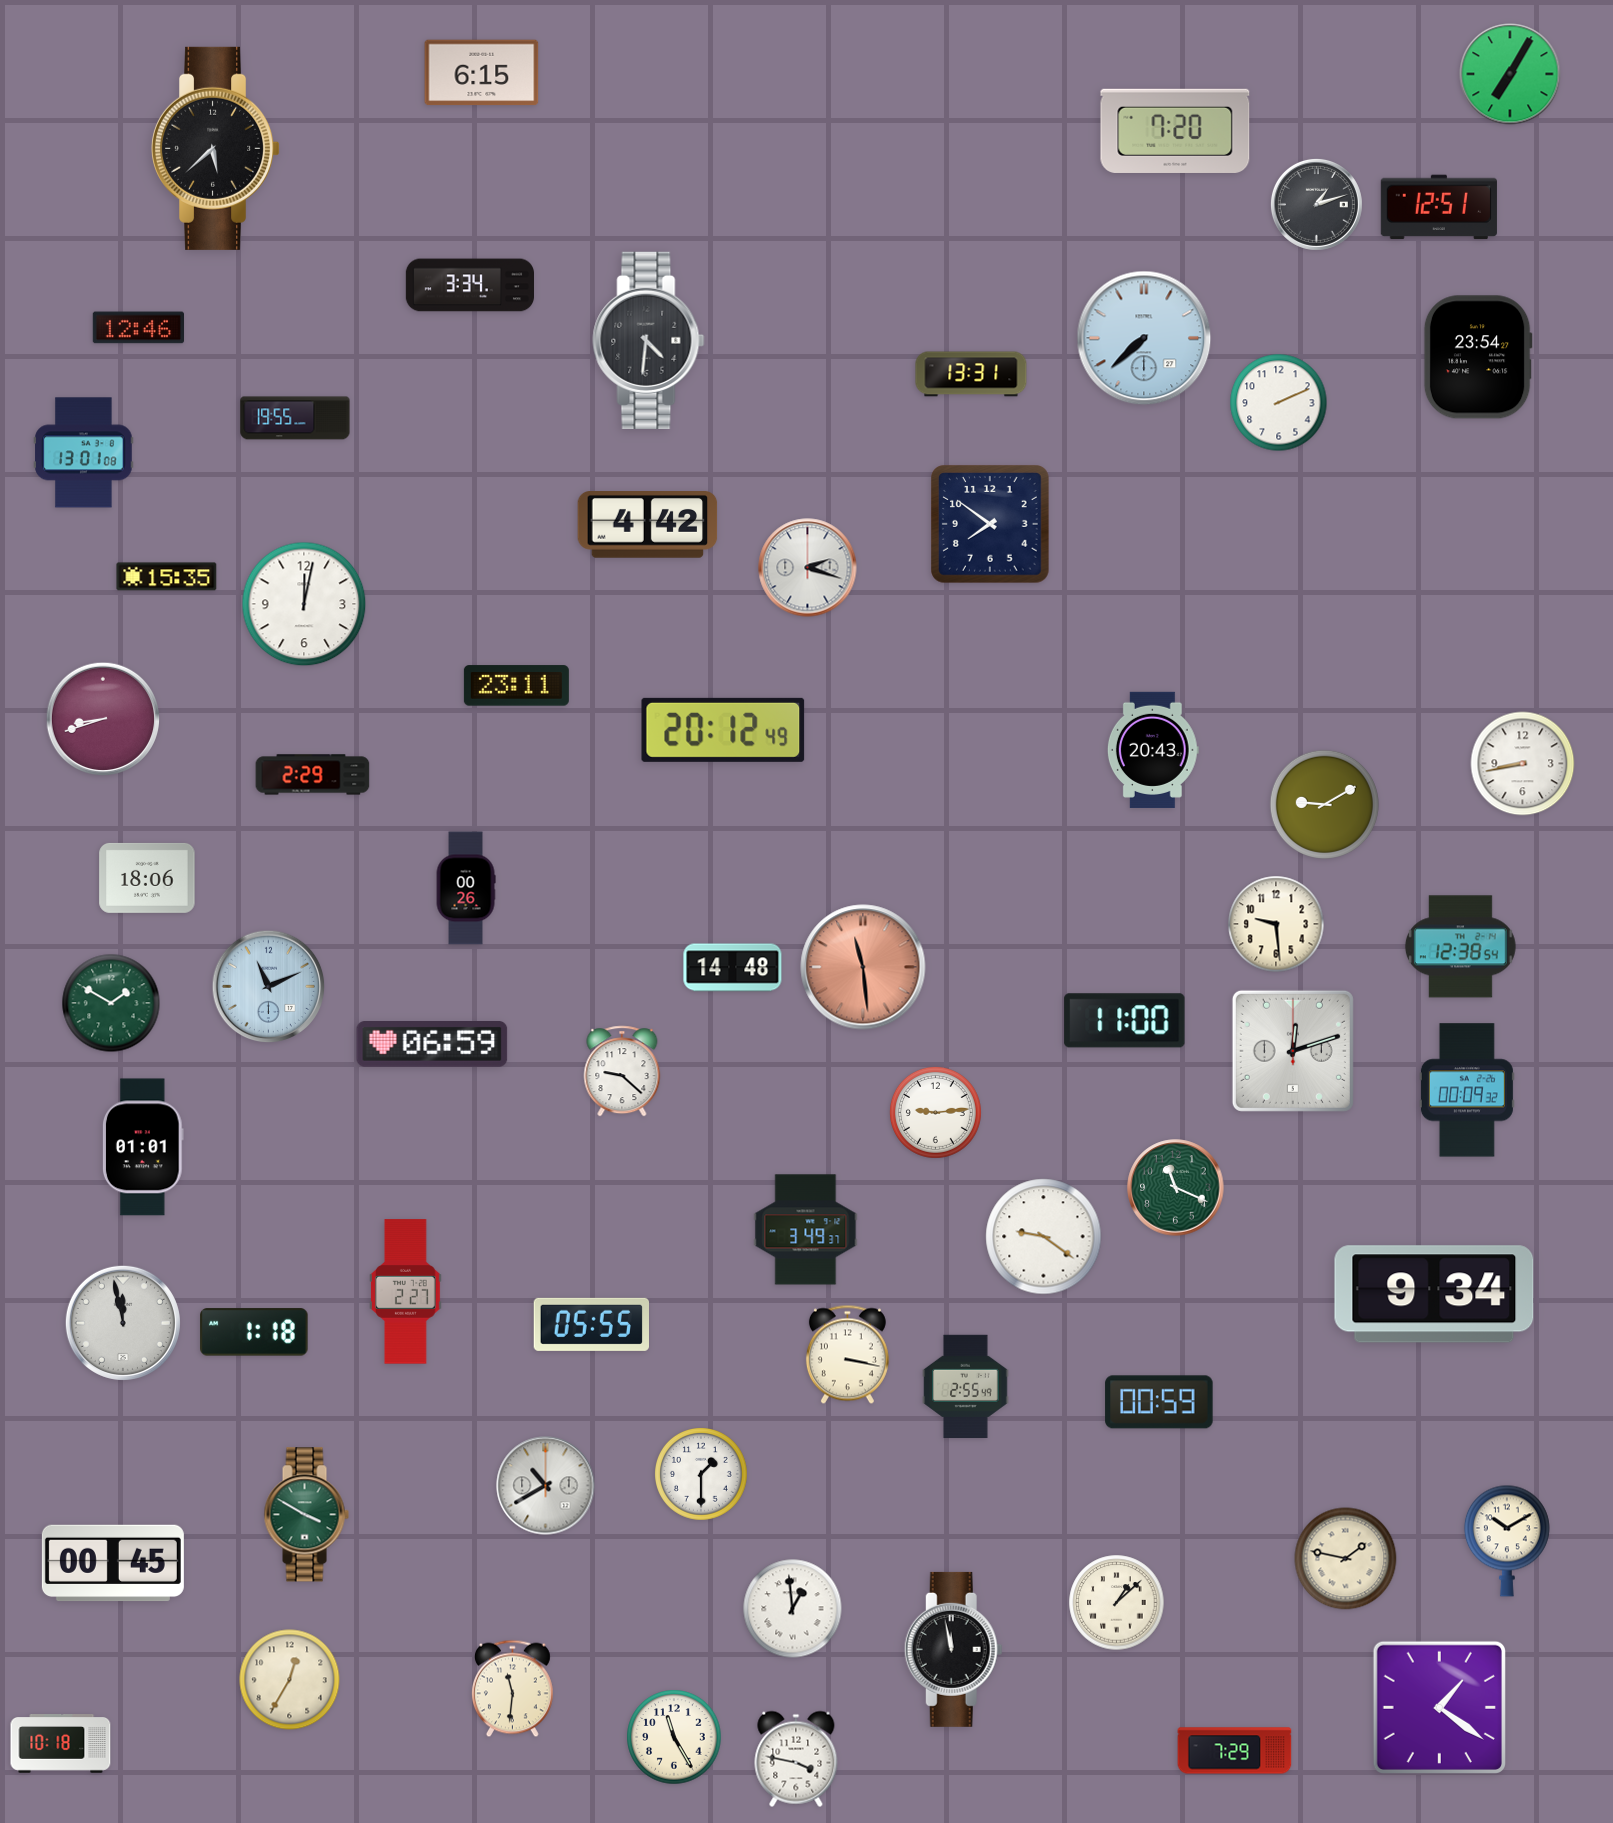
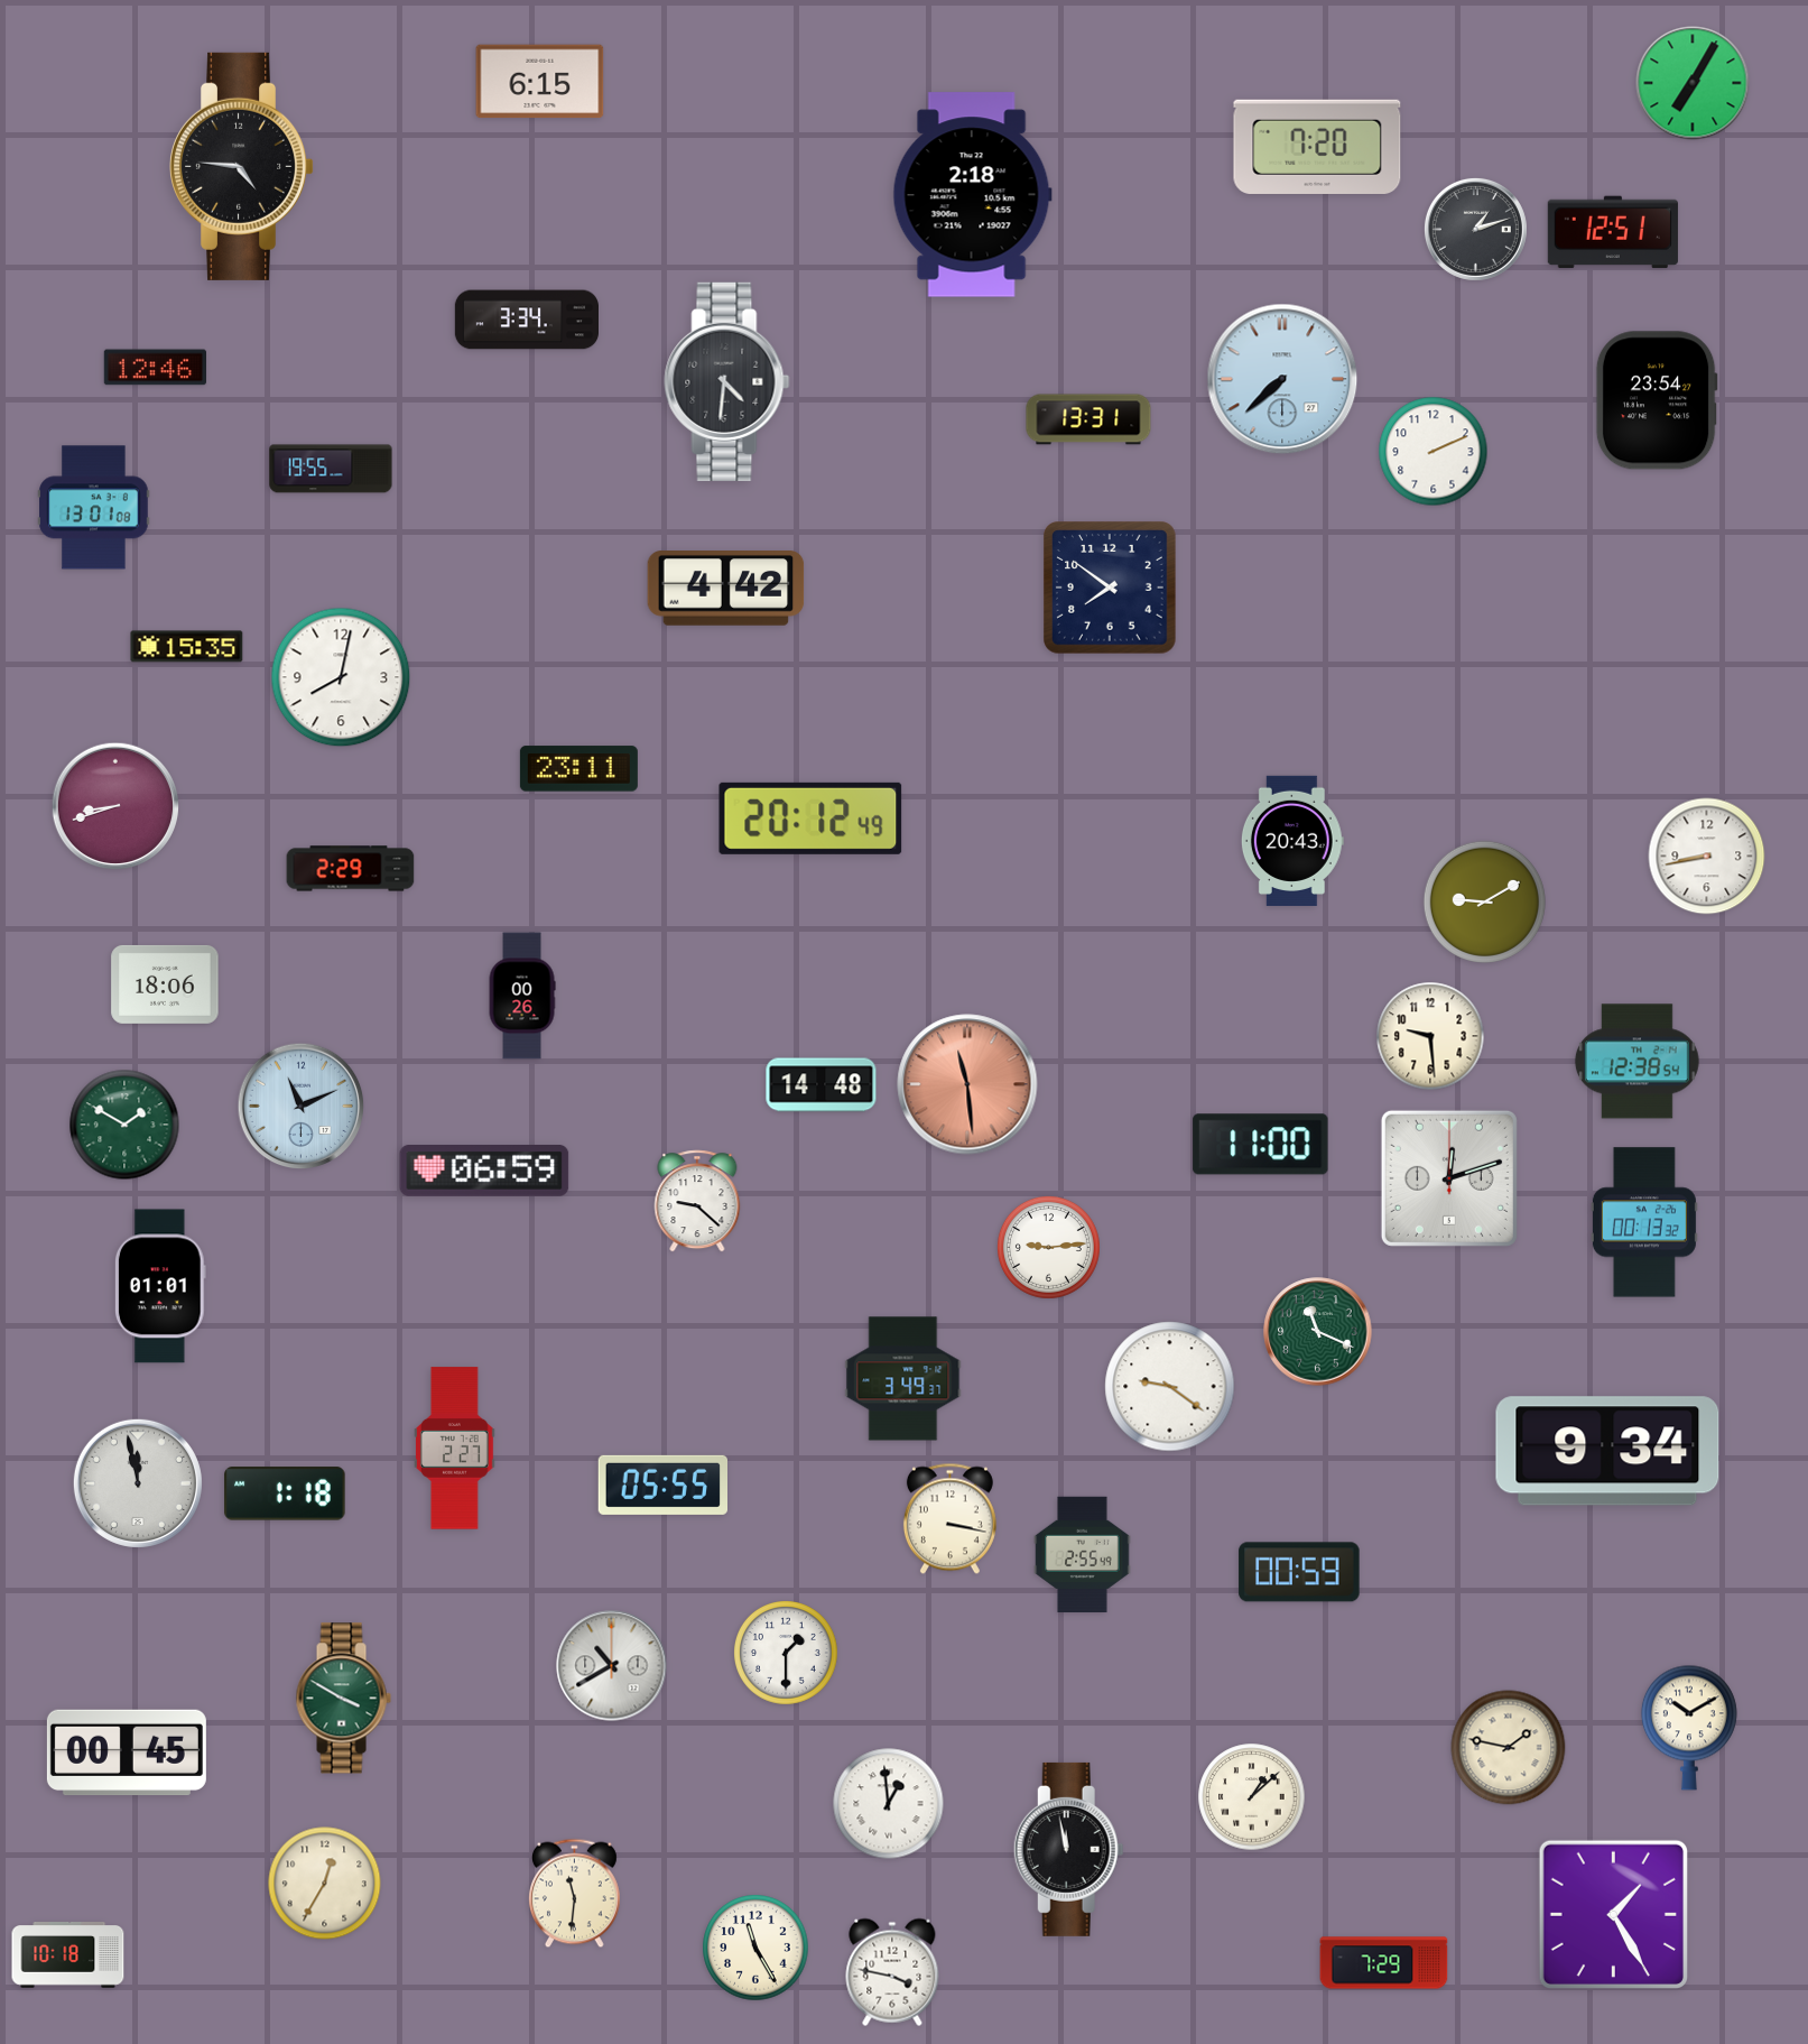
clock at (217, 148): 5:38 -> 4:46
clock at (972, 195): none -> 2:18
clock at (808, 568): 2:18 -> none
clock at (304, 604): 12:02 -> 8:02
clock at (1467, 1090): 00:09 -> 00:13
clock at (1439, 1707): 1:21 -> 1:25
